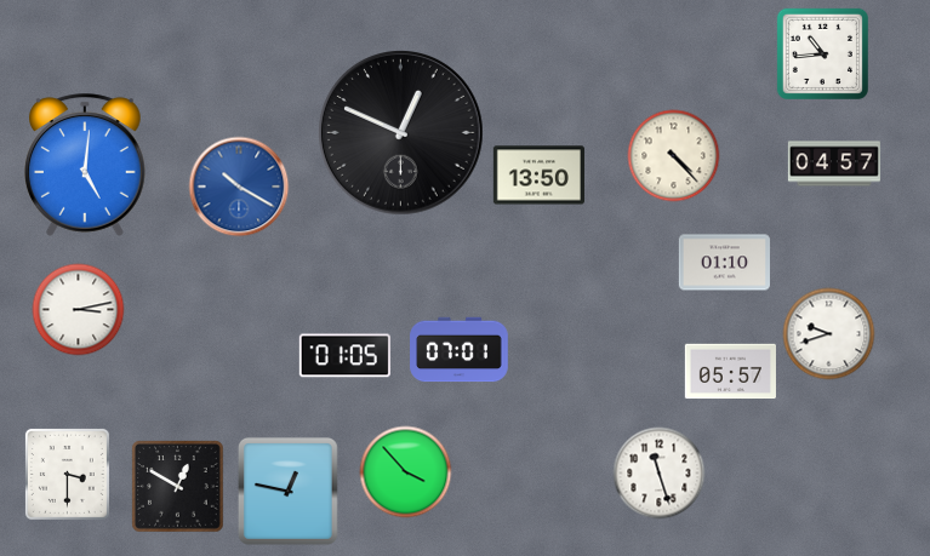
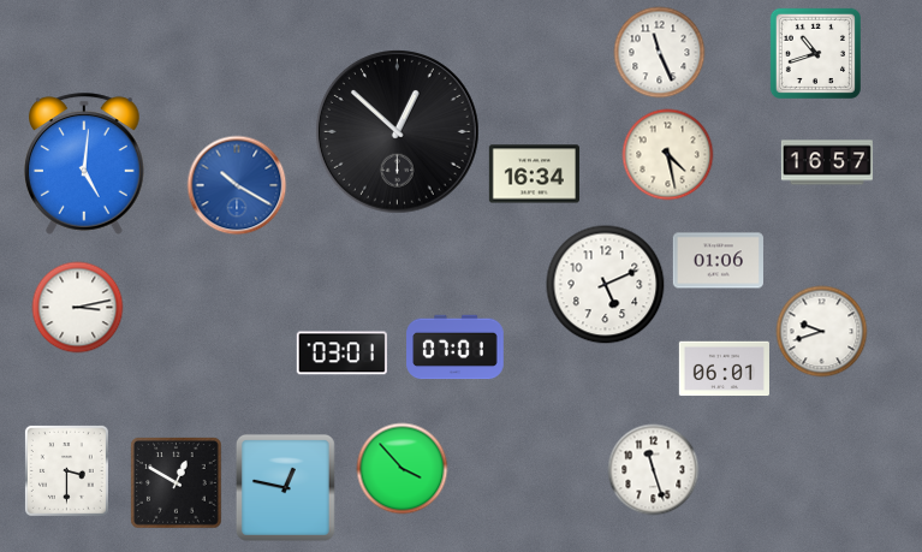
clock at (660, 53): none -> 11:26
clock at (822, 53): 10:44 -> 10:42
clock at (401, 133): 12:49 -> 12:52
clock at (674, 156): 4:23 -> 4:28
clock at (834, 164): 04:57 -> 16:57
clock at (538, 176): 13:50 -> 16:34
clock at (724, 263): 01:10 -> 01:06
clock at (606, 285): none -> 5:11
clock at (344, 356): 01:05 -> 03:01
clock at (730, 372): 05:57 -> 06:01
